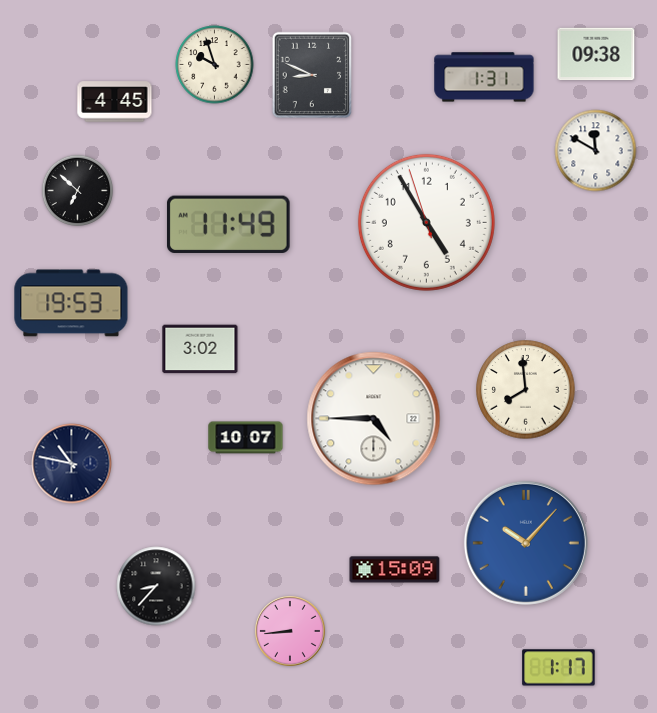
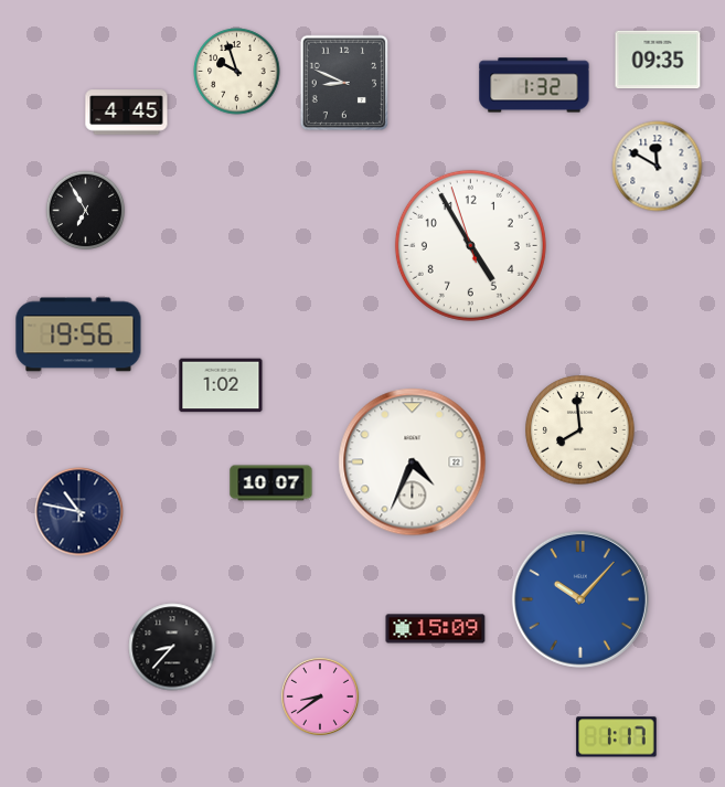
clock at (596, 54): 09:38 -> 09:35
clock at (484, 77): 1:31 -> 1:32
clock at (78, 191): 6:52 -> 6:55
clock at (228, 224): 11:49 -> none
clock at (71, 303): 19:53 -> 19:56
clock at (200, 349): 3:02 -> 1:02
clock at (374, 419): 4:45 -> 4:34
clock at (290, 631): 8:44 -> 8:39
